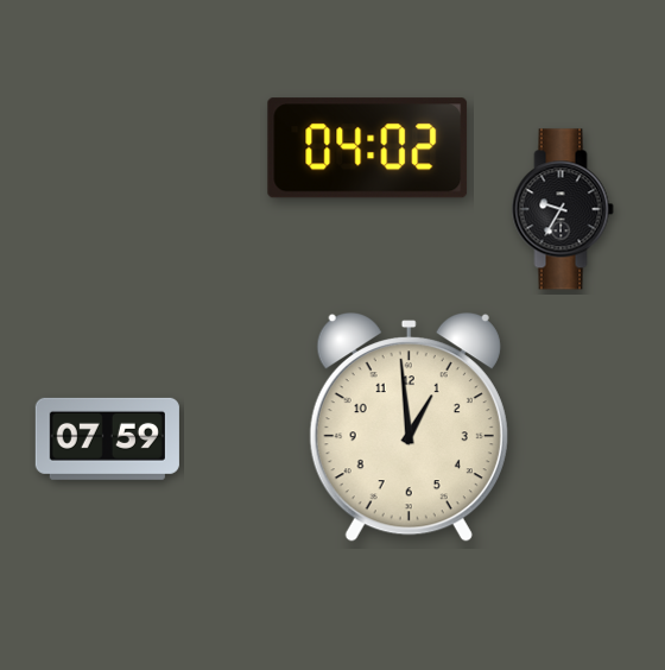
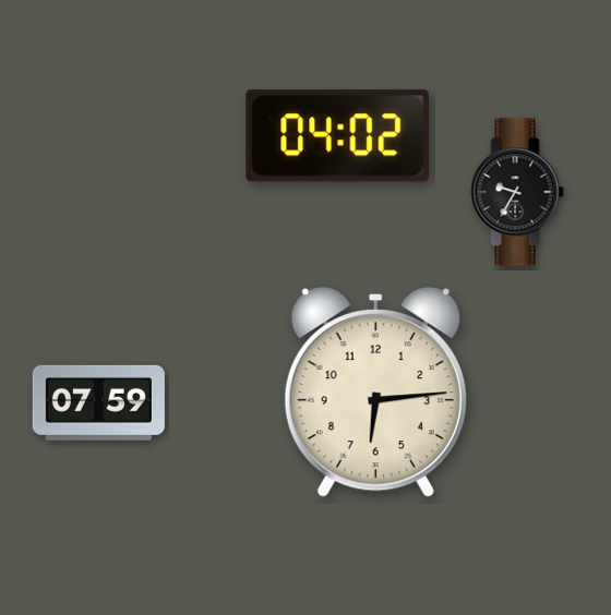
clock at (408, 428): 12:59 -> 6:14
